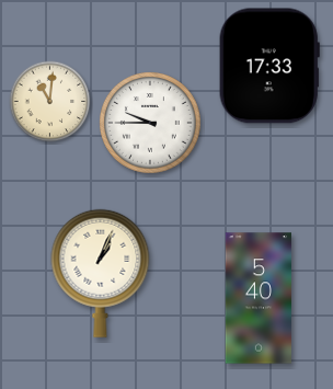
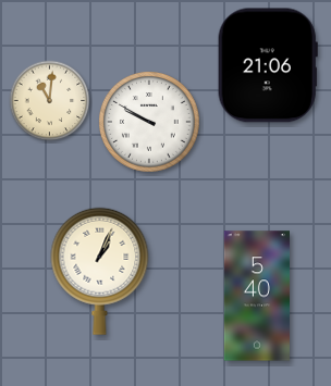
clock at (269, 66): 17:33 -> 21:06
clock at (151, 124): 9:45 -> 9:50
